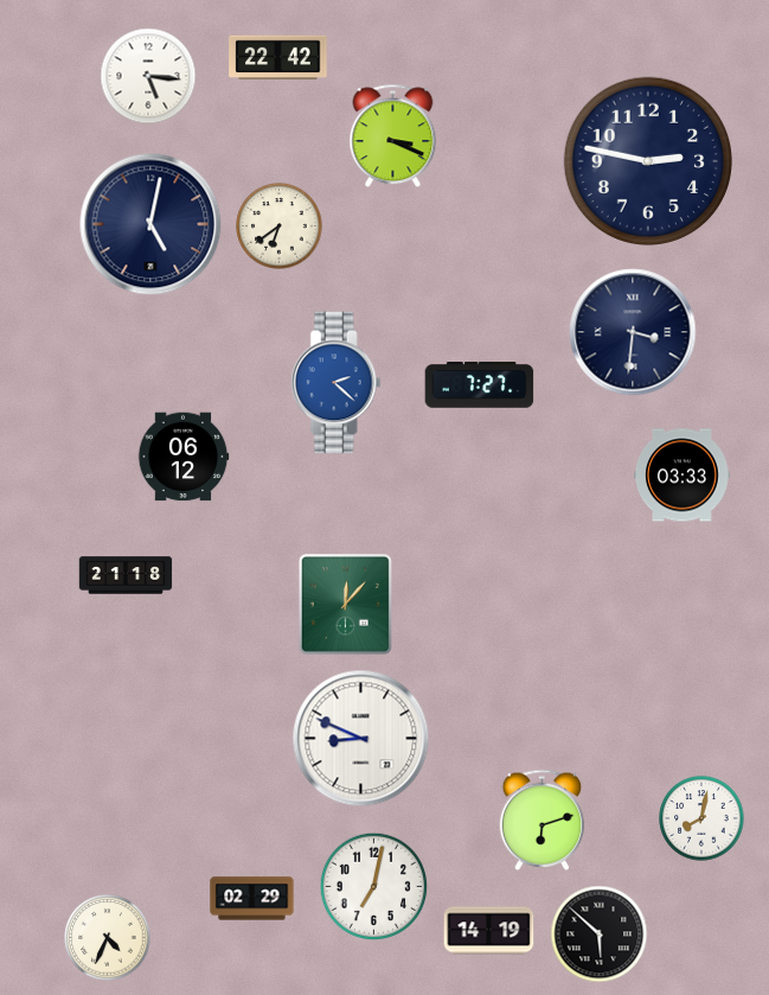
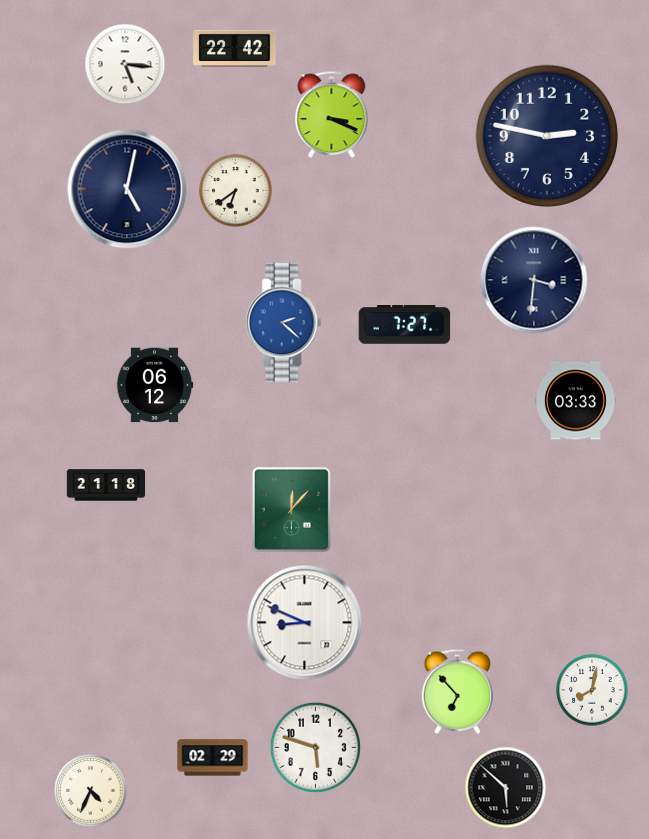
clock at (543, 819): 6:12 -> 6:53
clock at (374, 887): 7:02 -> 5:48
clock at (489, 931): 14:19 -> none
